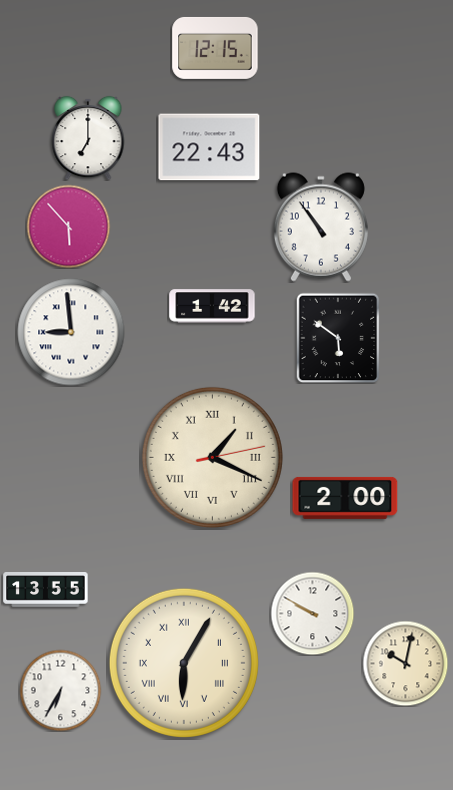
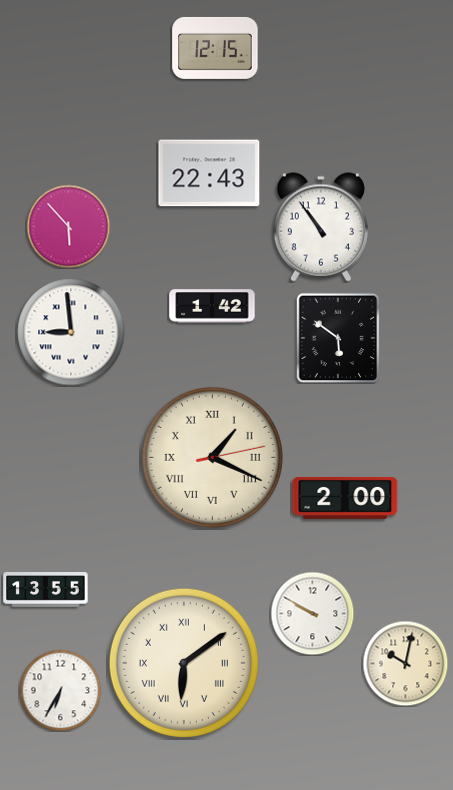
clock at (88, 138): 7:00 -> none
clock at (209, 147) position: (209, 147) -> (209, 173)
clock at (184, 663): 6:05 -> 6:09
